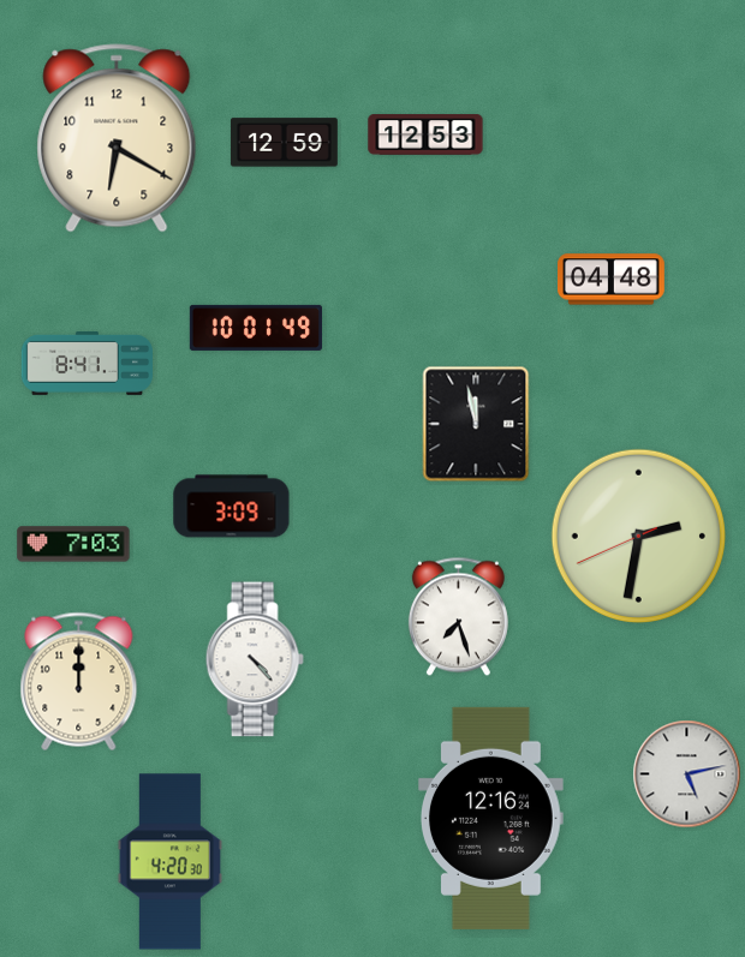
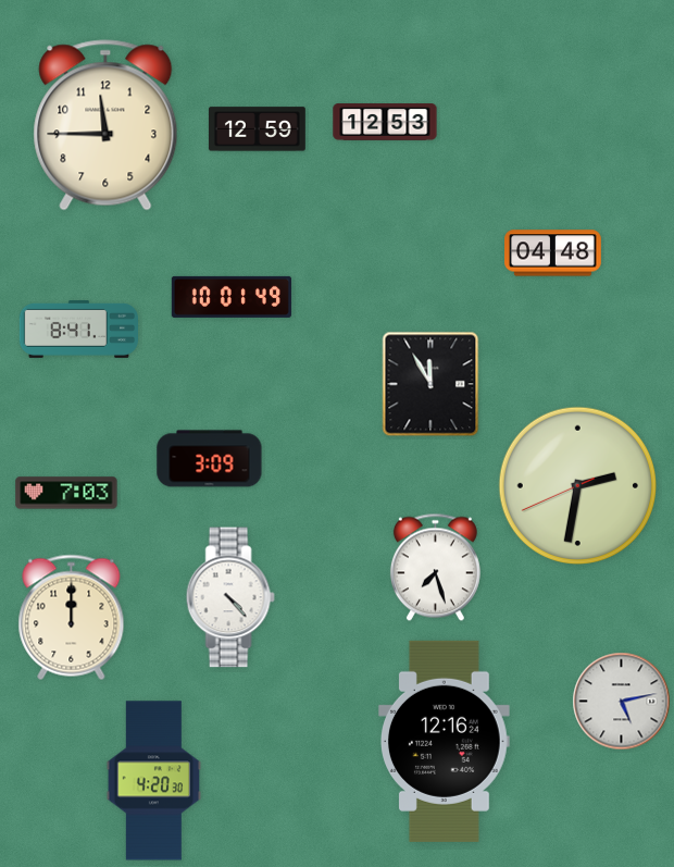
clock at (117, 138): 6:20 -> 11:45
clock at (476, 424): 11:58 -> 11:55
clock at (458, 617) position: (458, 617) -> (435, 568)
